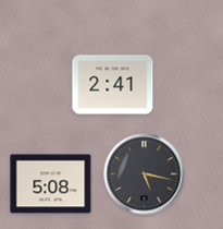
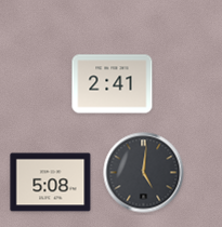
clock at (145, 174): 5:17 -> 5:01
